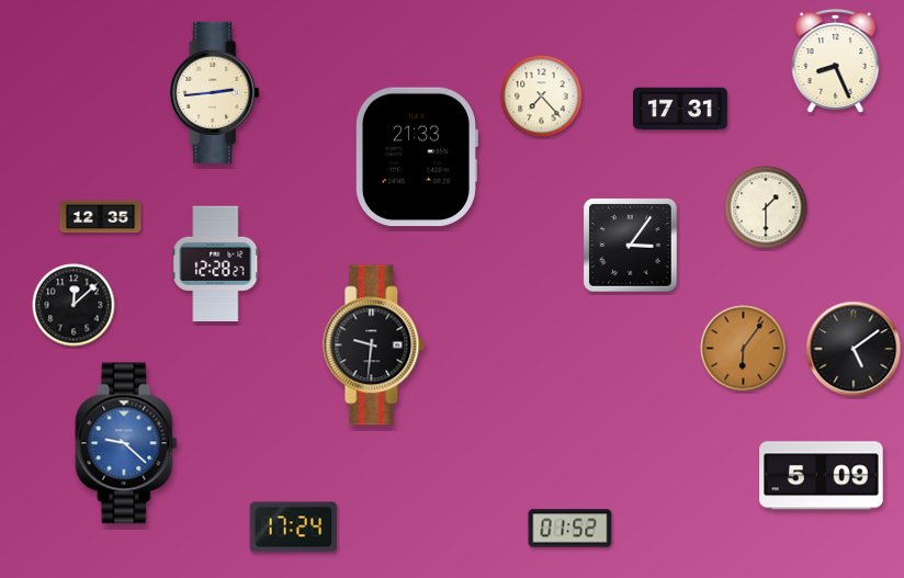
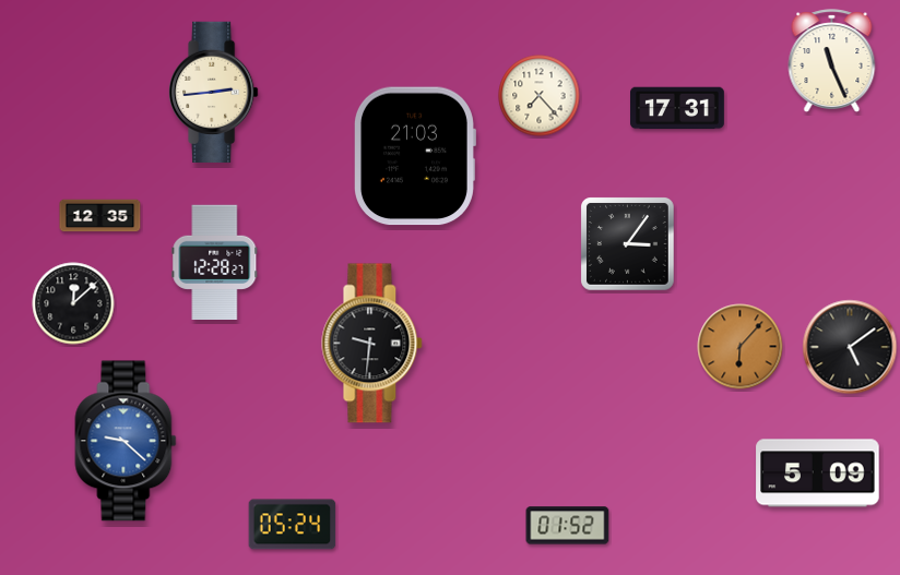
clock at (836, 60): 8:26 -> 11:26
clock at (416, 157): 21:33 -> 21:03
clock at (766, 207): 1:30 -> none
clock at (744, 349): 6:06 -> 6:07
clock at (294, 528): 17:24 -> 05:24
